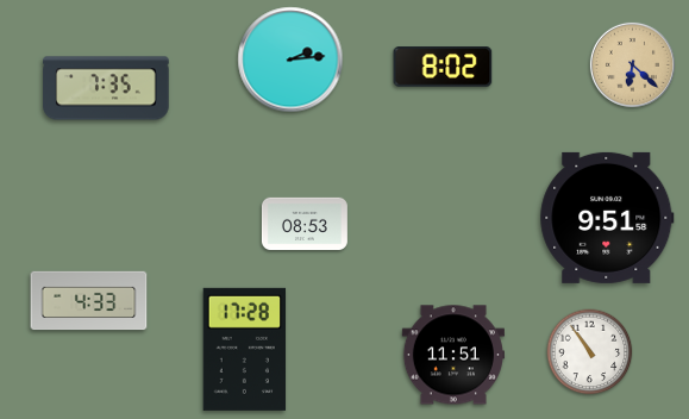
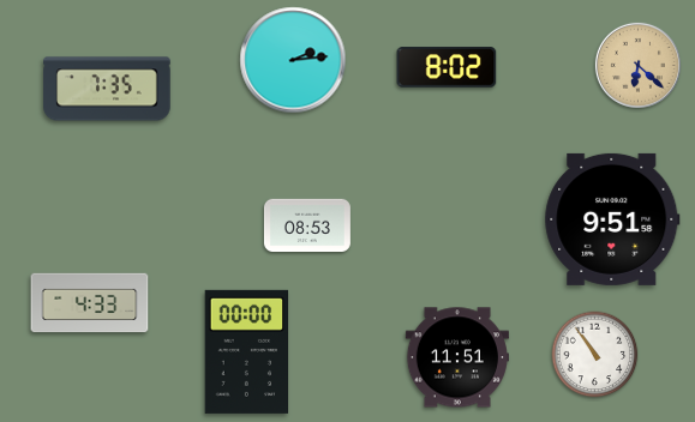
clock at (245, 349): 17:28 -> 00:00
